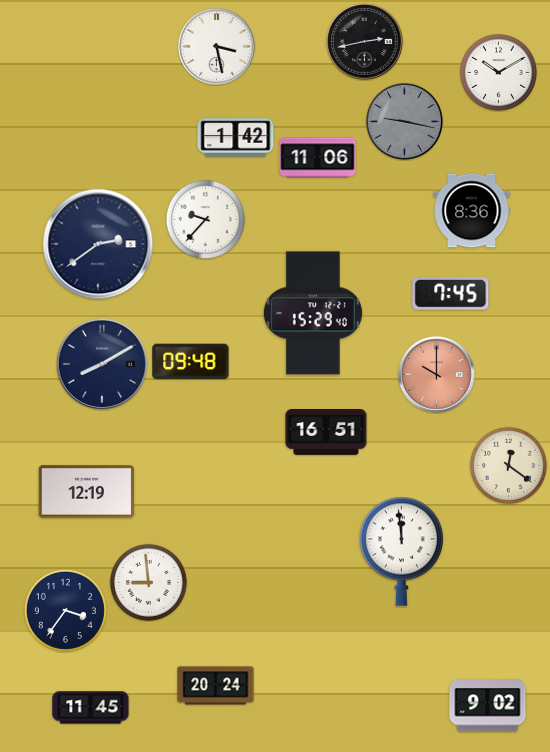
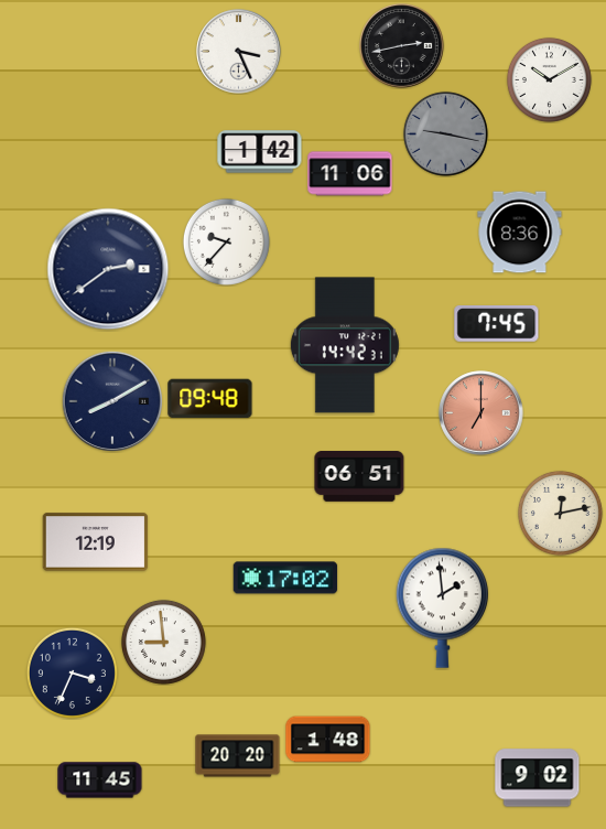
clock at (217, 47): 3:28 -> 3:26
clock at (313, 313): 15:29 -> 14:42
clock at (437, 375): 10:00 -> 7:00
clock at (326, 433): 16:51 -> 06:51
clock at (508, 465): 12:21 -> 12:13
clock at (285, 578): none -> 17:02
clock at (402, 551): 11:59 -> 1:59
clock at (65, 610): 3:36 -> 3:34
clock at (328, 740): none -> 1:48
clock at (216, 686): 20:24 -> 20:20
